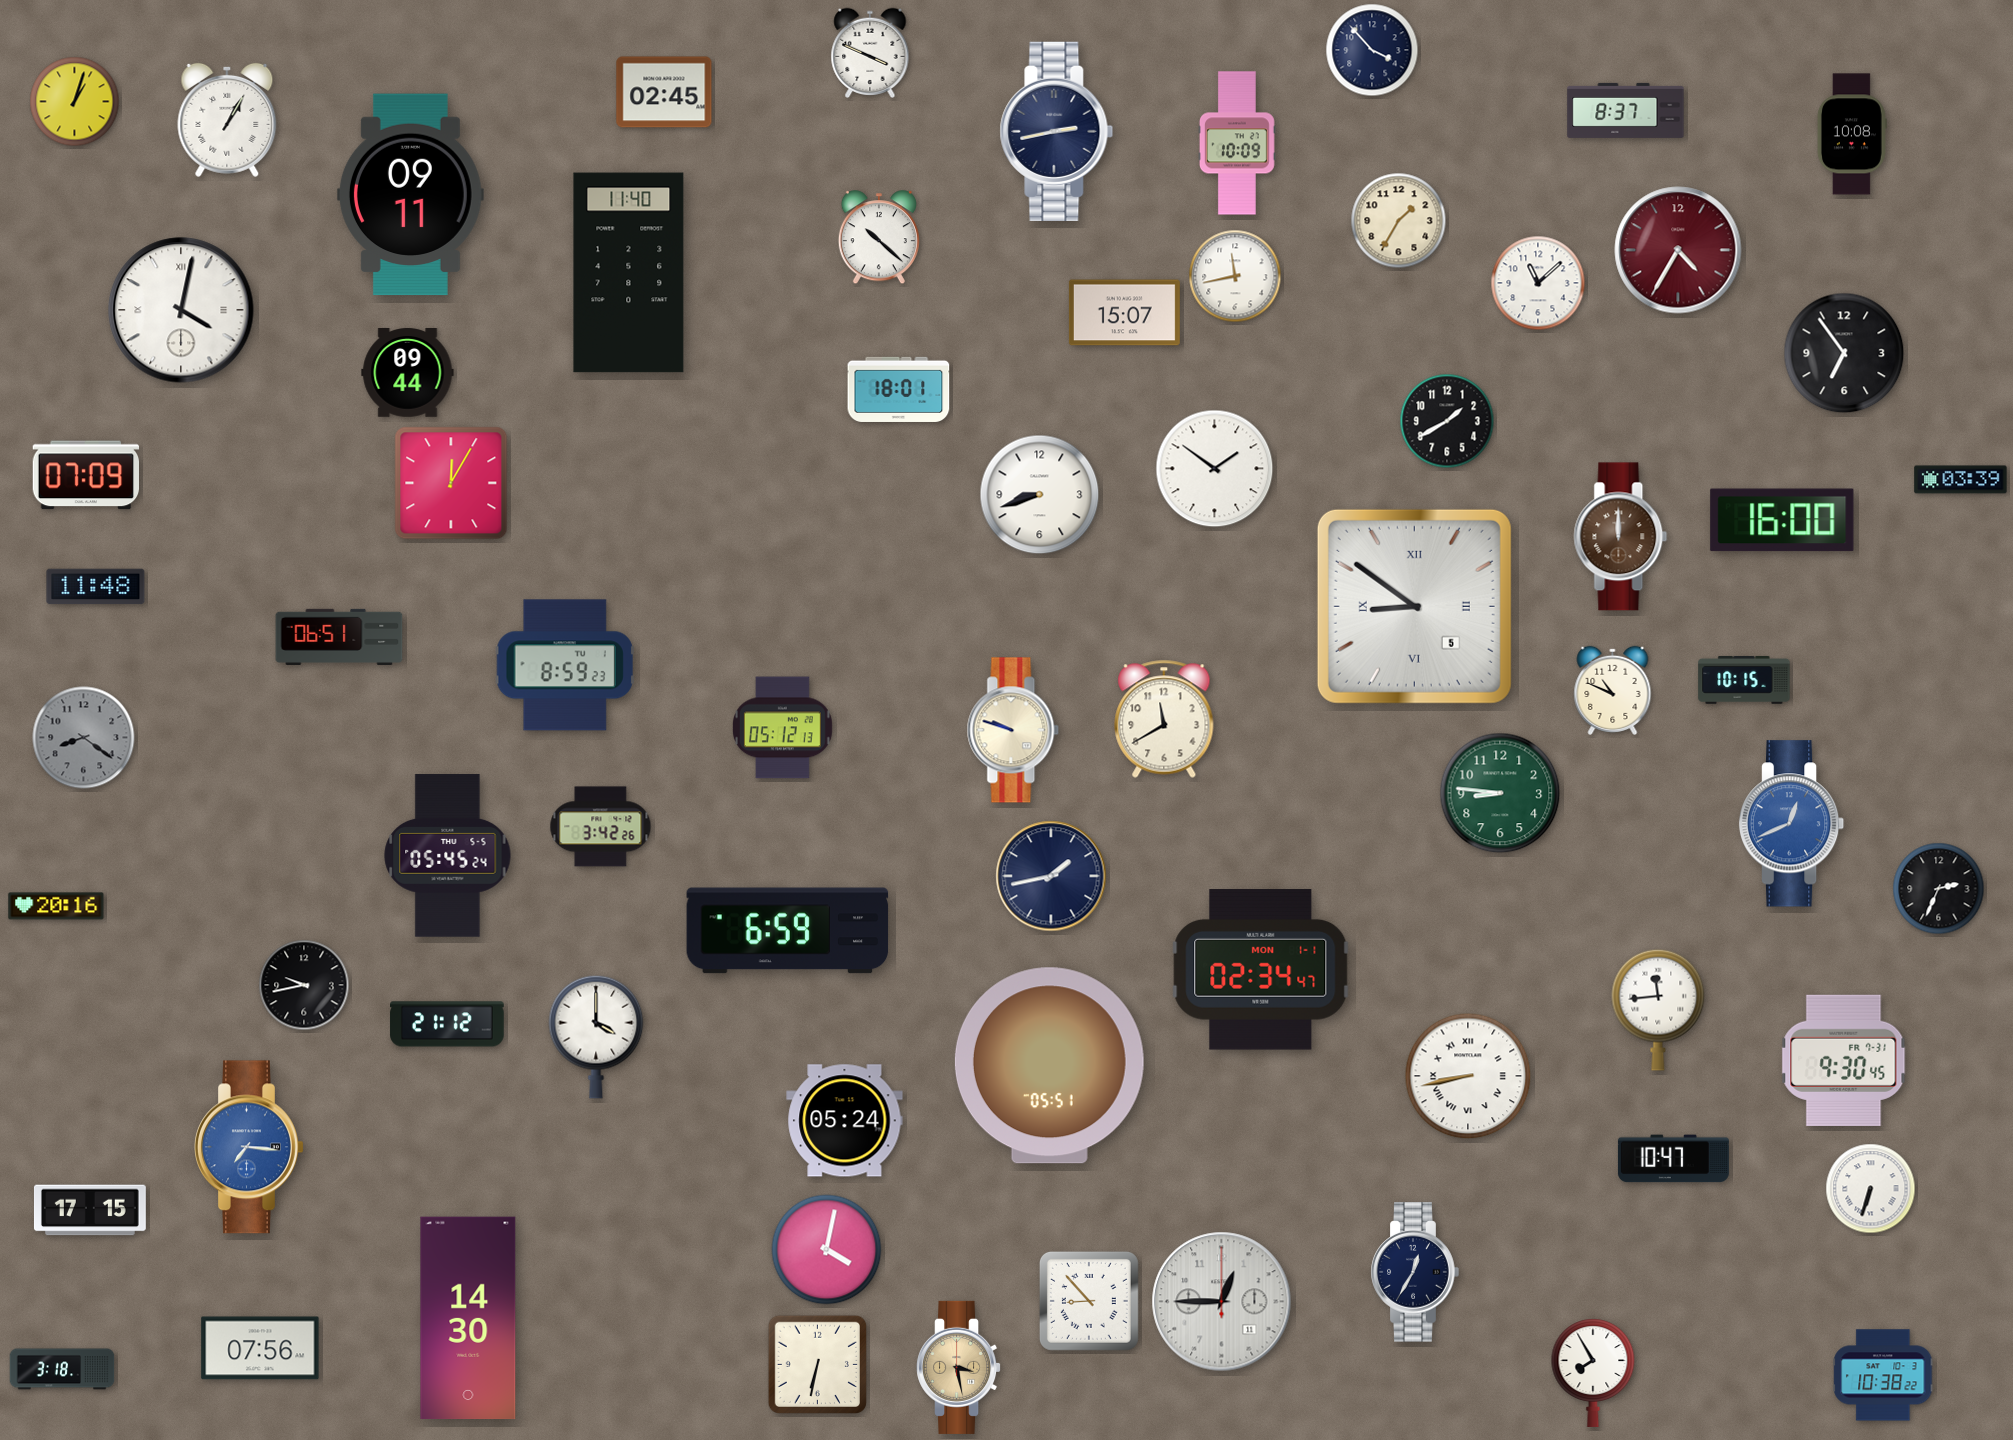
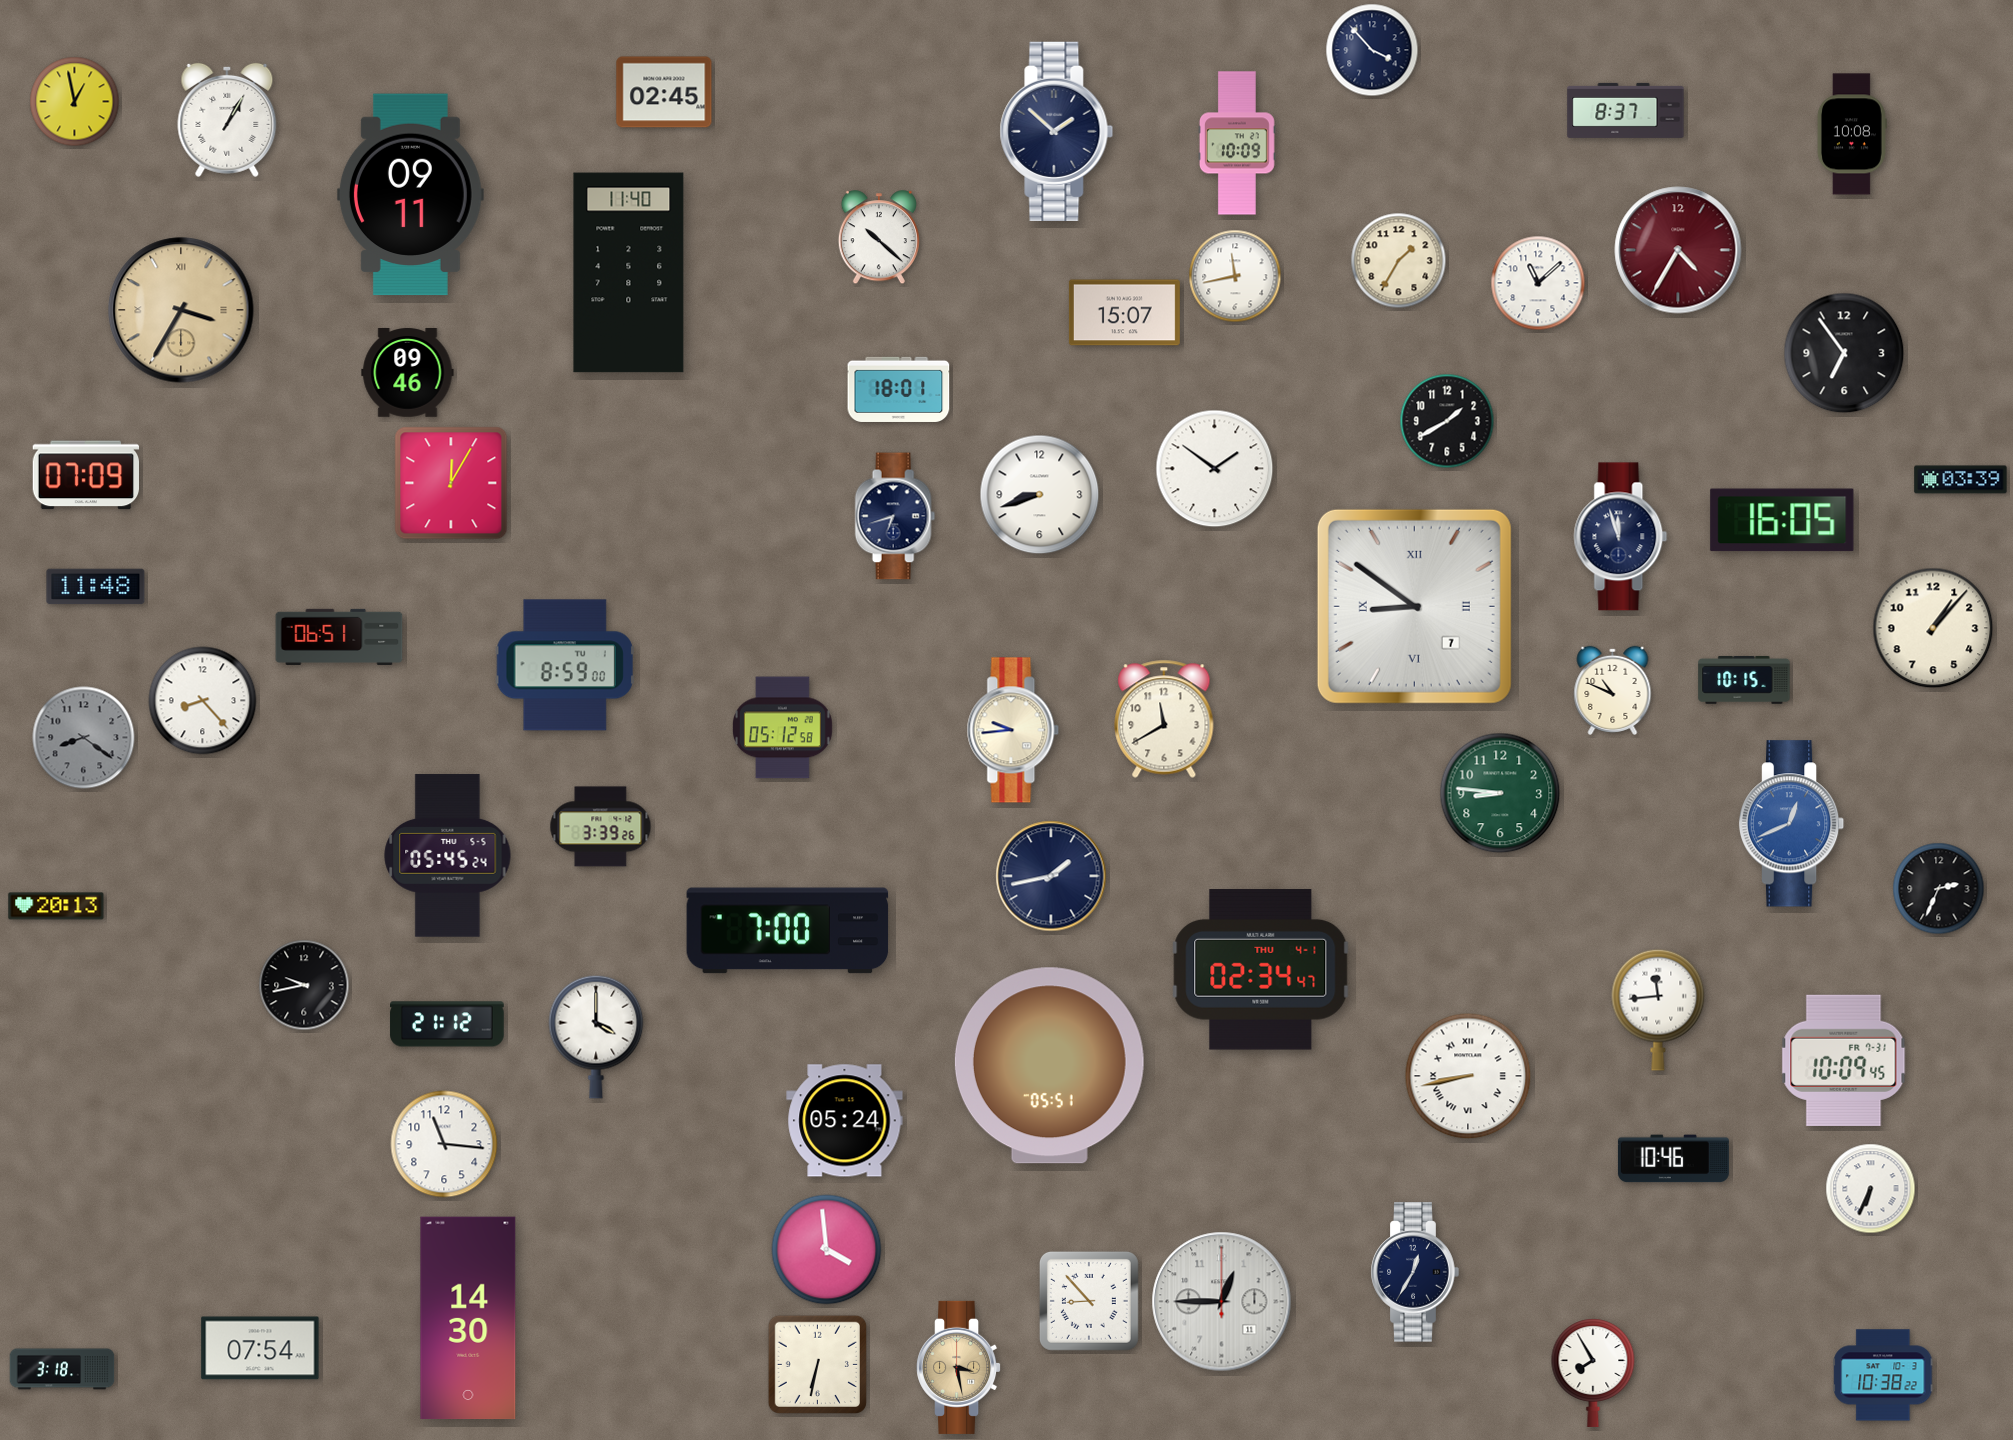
clock at (870, 52): 3:49 -> none
clock at (75, 102): 1:03 -> 12:58
clock at (1057, 131): 2:43 -> 1:52
clock at (1399, 221) position: (1399, 221) -> (1399, 261)
clock at (181, 310): 4:02 -> 3:35
clock at (181, 310) dial: white -> champagne
clock at (408, 373): 09:44 -> 09:46
clock at (895, 516): none -> 6:42
clock at (1782, 520): 16:00 -> 16:05
clock at (1621, 537): 12:00 -> 11:57
clock at (1621, 537) dial: brown -> navy
clock at (1414, 606) date: 5 -> 7
clock at (1933, 628): none -> 1:07
clock at (565, 665): 8:59:23 -> 8:59:00
clock at (203, 701): none -> 8:23
clock at (782, 728): 05:12:13 -> 05:12:58
clock at (1013, 730): 9:48 -> 9:44
clock at (601, 827): 3:42 -> 3:39
clock at (56, 906): 20:16 -> 20:13
clock at (788, 931): 6:59 -> 7:00
clock at (1261, 970) date: MON 1-1 -> THU 4-1
clock at (1844, 1060): 9:30 -> 10:09
clock at (444, 1144): none -> 11:16
clock at (249, 1147): 7:16 -> none
clock at (1673, 1159): 10:47 -> 10:46
clock at (1871, 1189): 6:33 -> 6:34
clock at (90, 1210): 17:15 -> none
clock at (827, 1250): 4:02 -> 3:59
clock at (260, 1348): 07:56 -> 07:54
